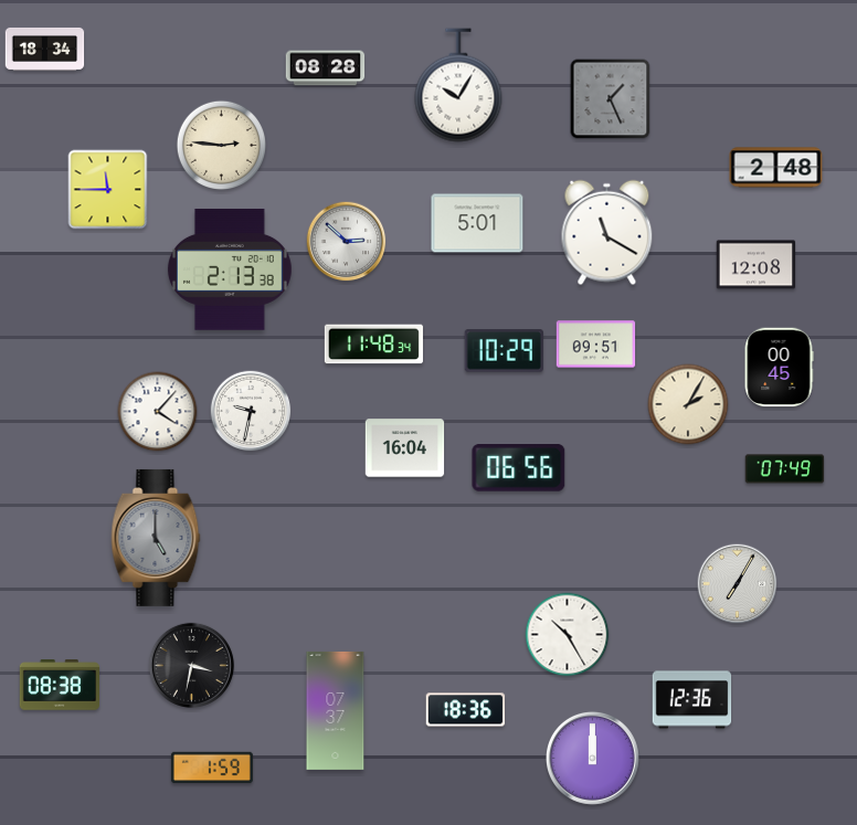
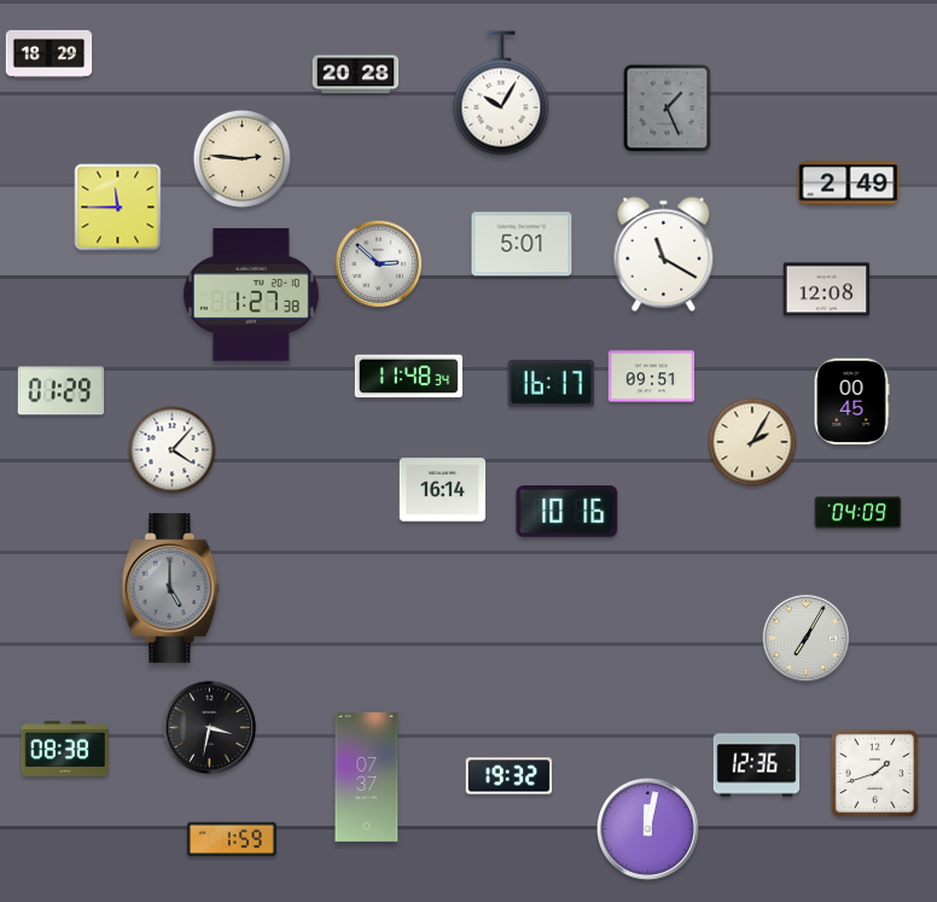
clock at (45, 49): 18:34 -> 18:29
clock at (326, 68): 08:28 -> 20:28
clock at (776, 168): 2:48 -> 2:49
clock at (230, 269): 2:13 -> 1:27
clock at (504, 351): 10:29 -> 16:17
clock at (62, 391): none -> 01:29
clock at (251, 411): 9:32 -> none
clock at (405, 448): 16:04 -> 16:14
clock at (519, 468): 06:56 -> 10:16
clock at (785, 469): 07:49 -> 04:09
clock at (568, 635): 10:25 -> none
clock at (874, 773): none -> 1:42
clock at (466, 710): 18:36 -> 19:32
clock at (592, 758): 12:00 -> 12:02
